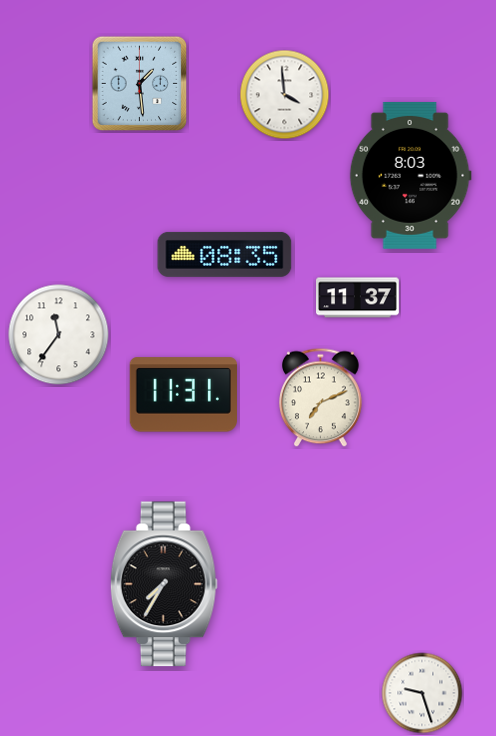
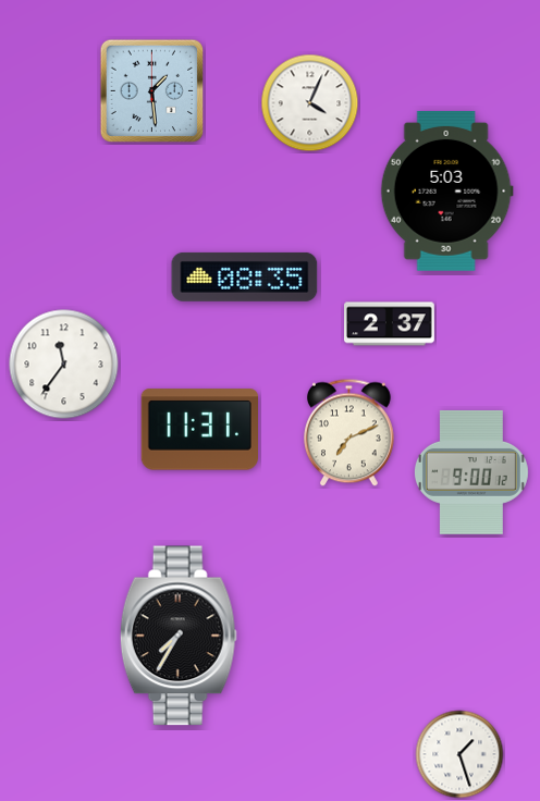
clock at (285, 95): 3:59 -> 4:04
clock at (410, 175): 8:03 -> 5:03
clock at (358, 298): 11:37 -> 2:37
clock at (471, 472): none -> 9:00
clock at (422, 693): 9:27 -> 1:27
